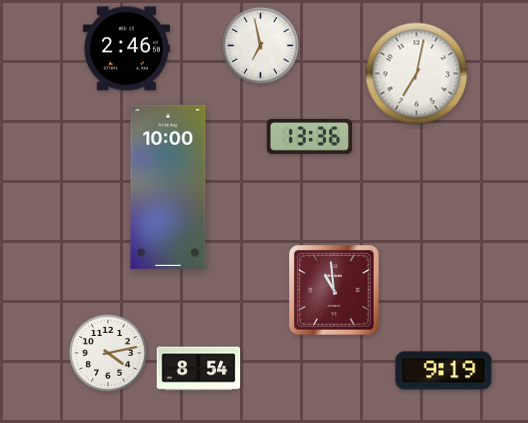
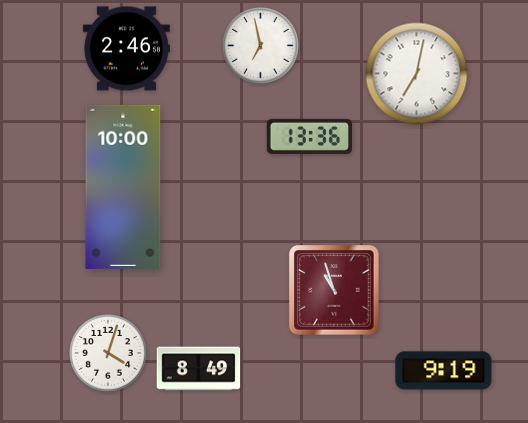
clock at (168, 187) position: (168, 187) -> (123, 187)
clock at (334, 290): 10:59 -> 10:57
clock at (109, 354): 4:13 -> 4:03
clock at (199, 369): 8:54 -> 8:49
